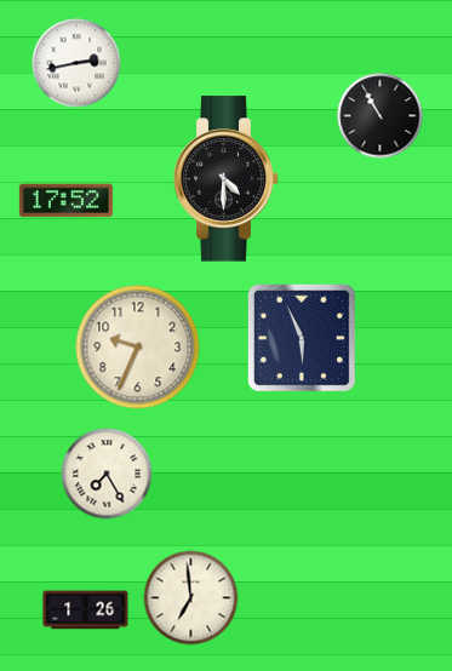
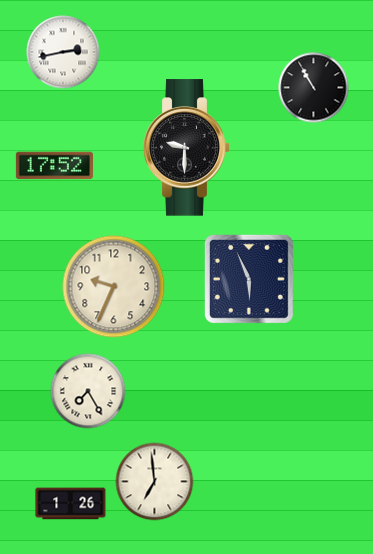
clock at (381, 116) position: (381, 116) -> (314, 88)
clock at (227, 179): 4:30 -> 9:30
clock at (191, 598) position: (191, 598) -> (155, 482)
